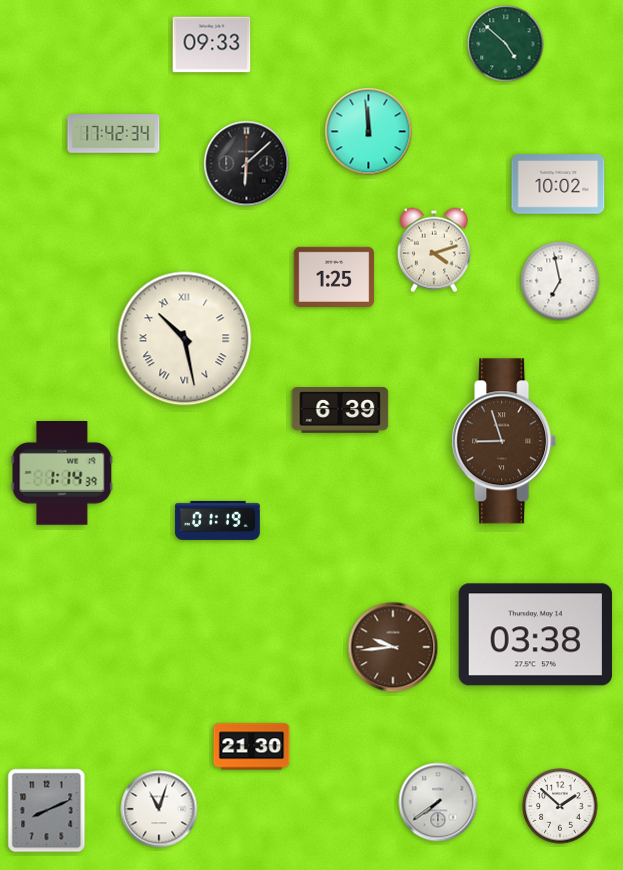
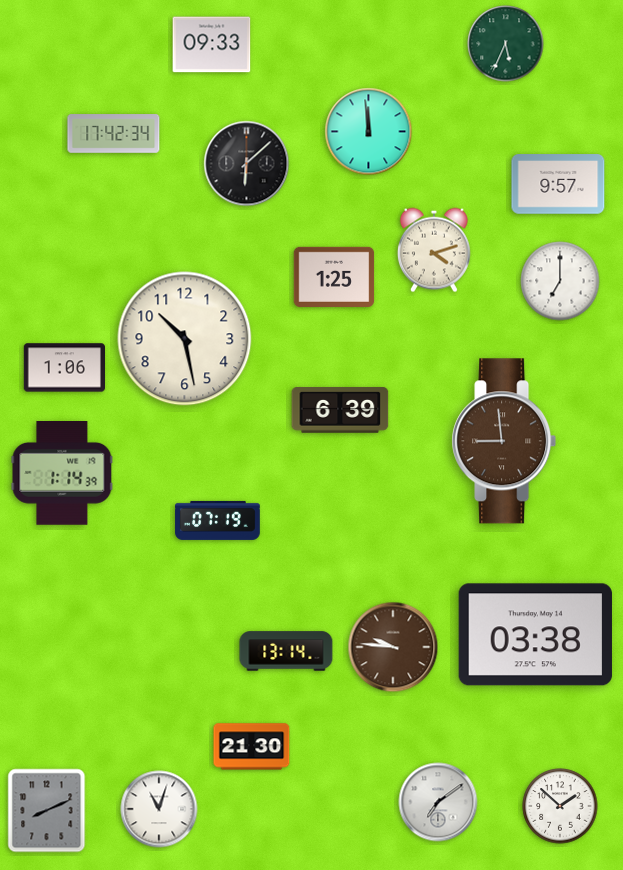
clock at (506, 44): 4:52 -> 5:34
clock at (558, 184): 10:02 -> 9:57
clock at (560, 281): 6:58 -> 7:00
clock at (185, 339) numerals: Roman -> Arabic
clock at (64, 368): none -> 1:06
clock at (504, 441): 8:57 -> 8:59
clock at (218, 520): 01:19 -> 07:19
clock at (393, 647): 9:44 -> 9:46
clock at (286, 651): none -> 13:14
clock at (438, 802): 7:39 -> 7:09
